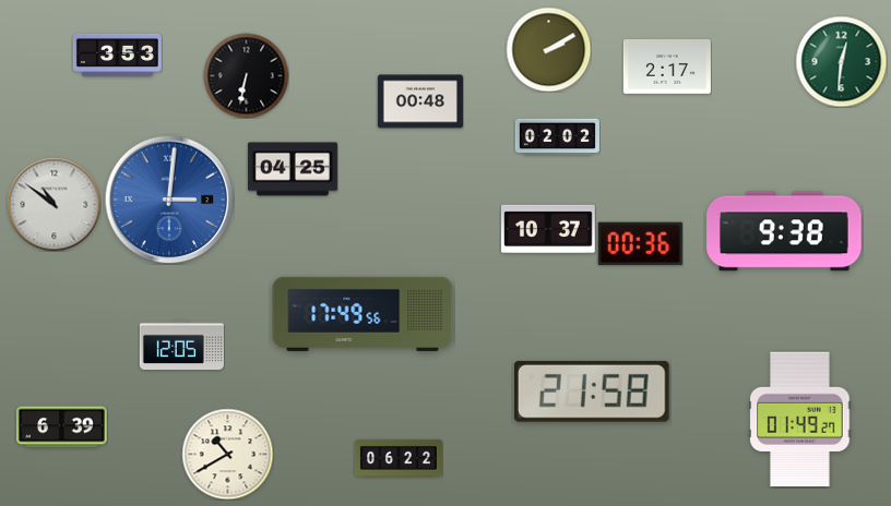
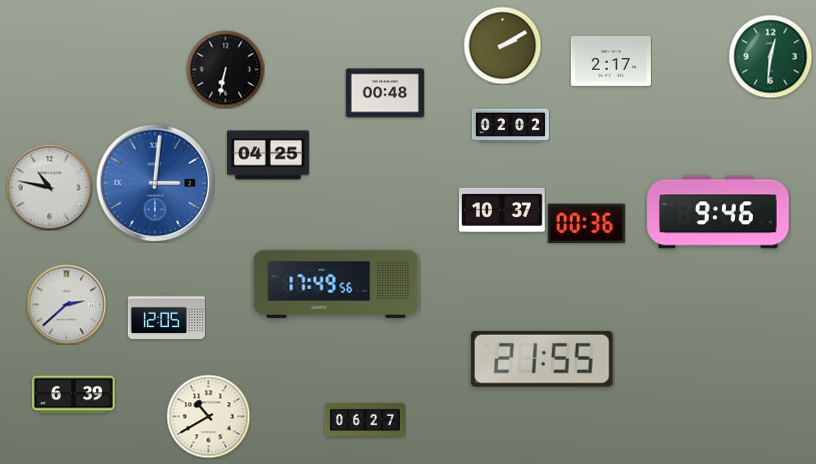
clock at (117, 55): 3:53 -> none
clock at (54, 204): 10:51 -> 10:47
clock at (784, 231): 9:38 -> 9:46
clock at (363, 314) position: (363, 314) -> (336, 284)
clock at (66, 304): none -> 2:38
clock at (592, 391): 21:58 -> 21:55
clock at (800, 420): 01:49 -> none
clock at (61, 427) position: (61, 427) -> (73, 395)
clock at (399, 458): 06:22 -> 06:27
